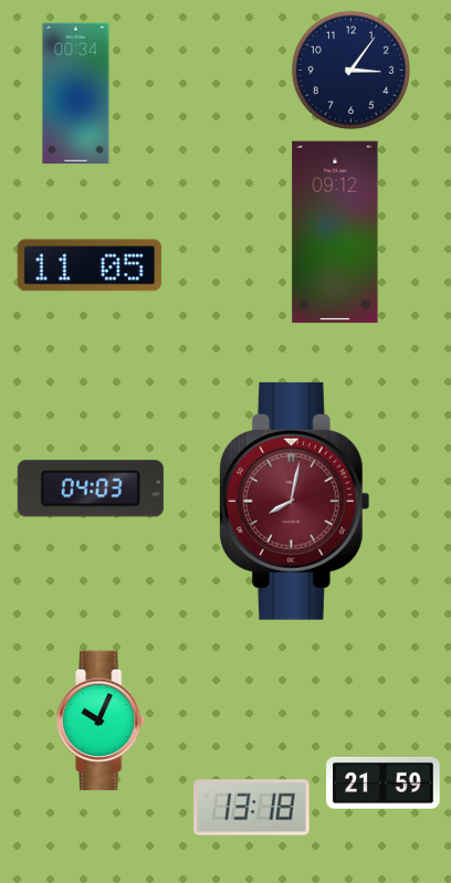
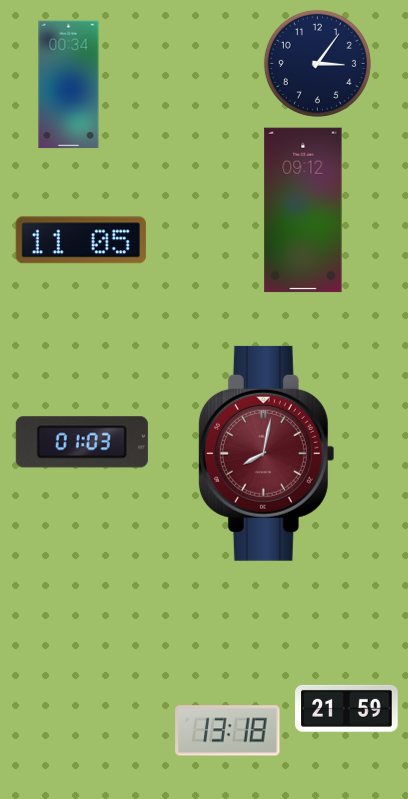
clock at (91, 488): 04:03 -> 01:03
clock at (102, 721): 10:04 -> none
